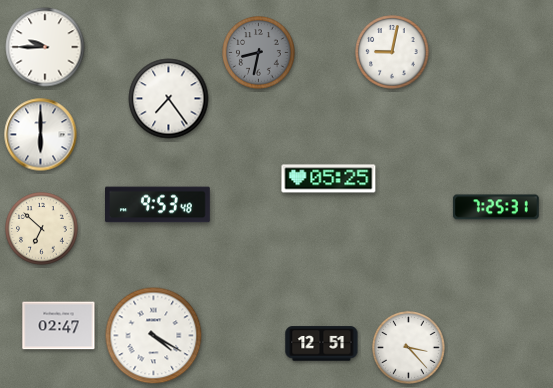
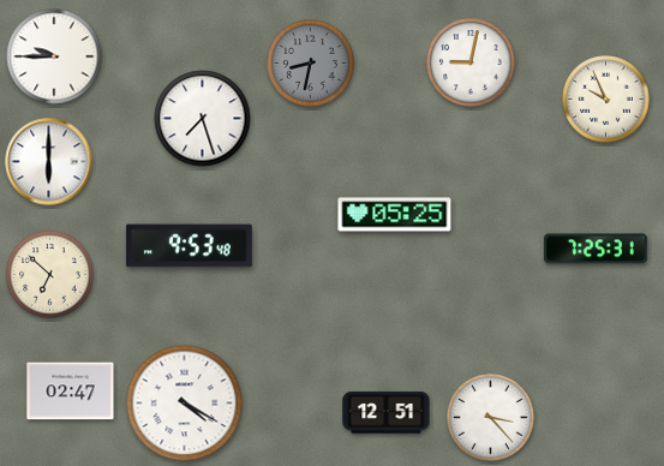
clock at (606, 100): none -> 9:56
clock at (169, 99): 7:24 -> 7:27
